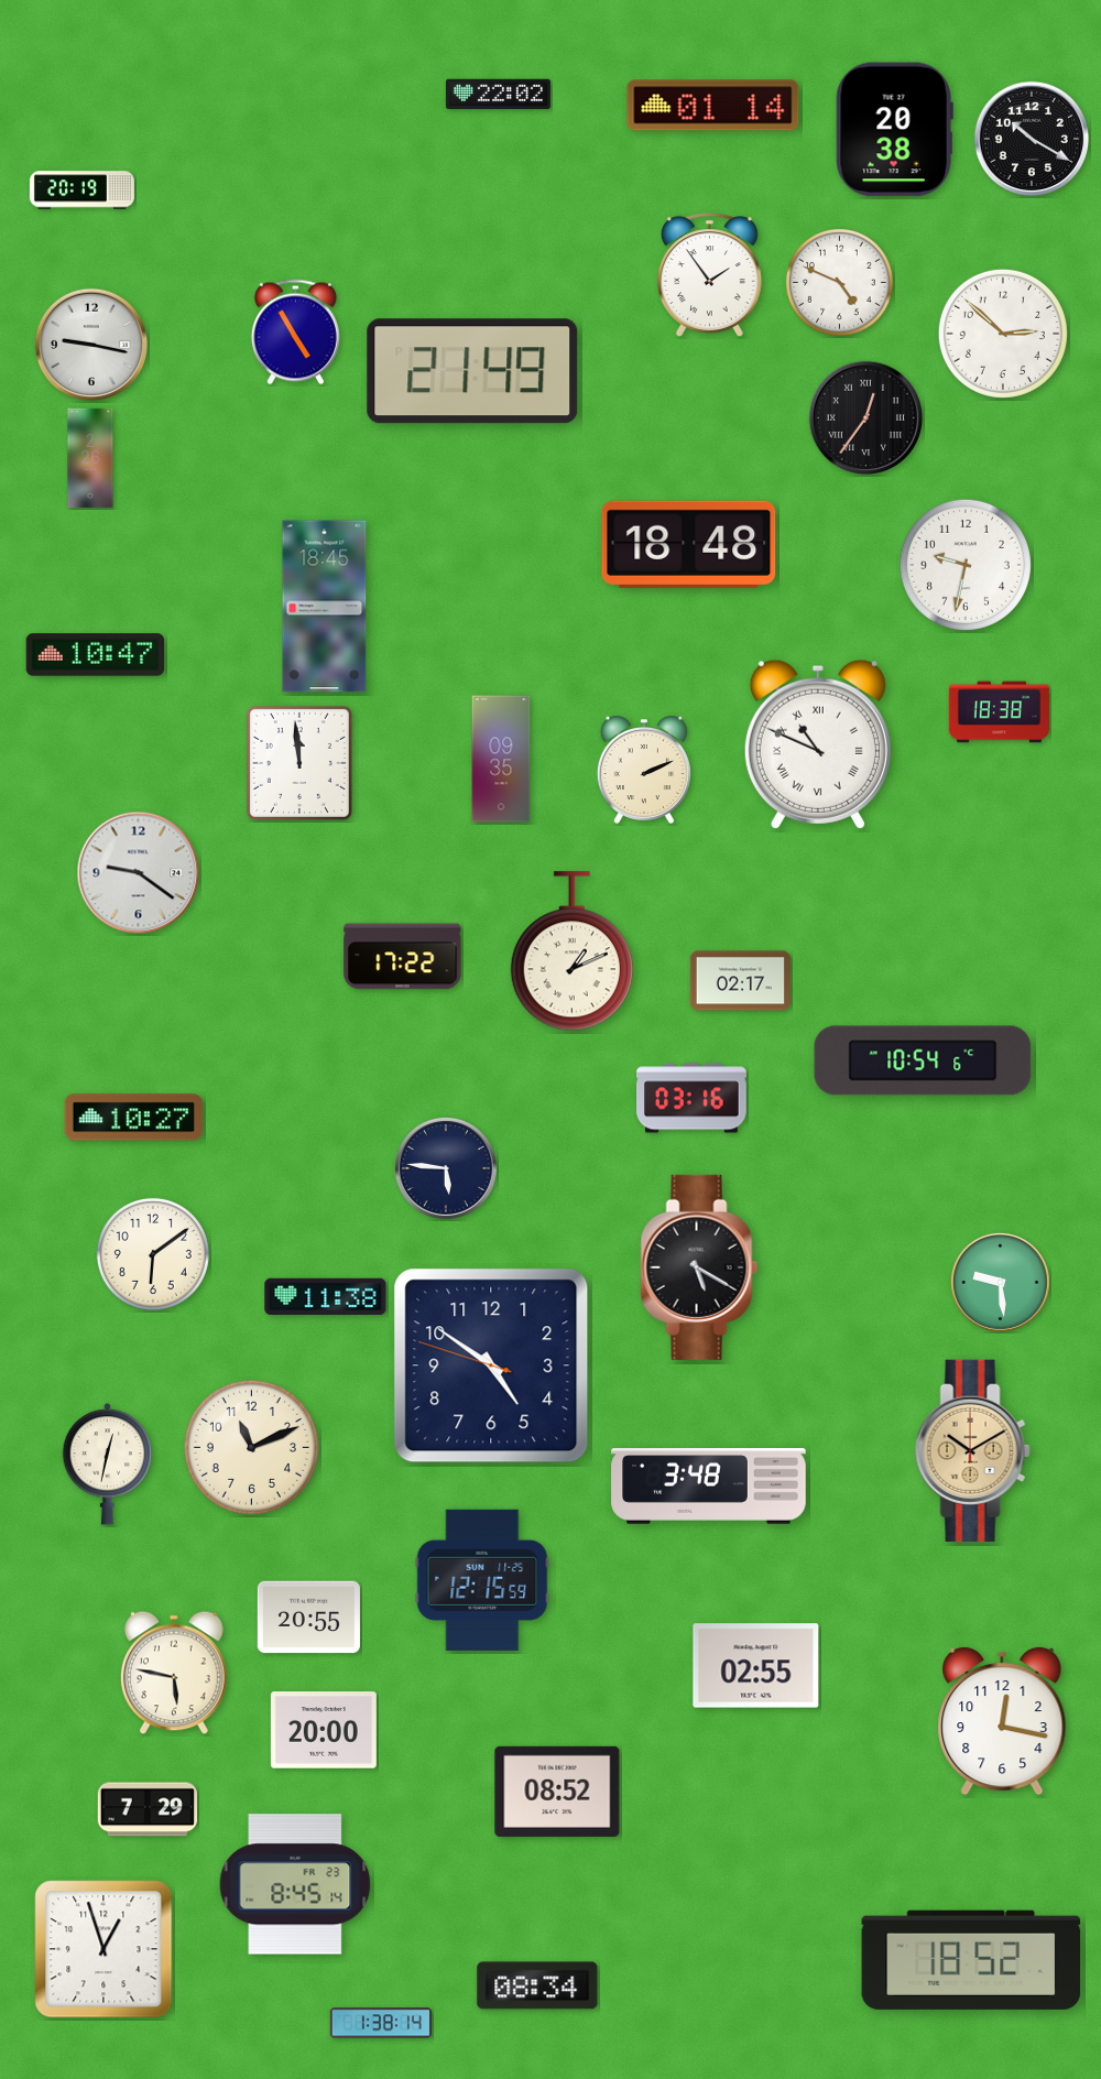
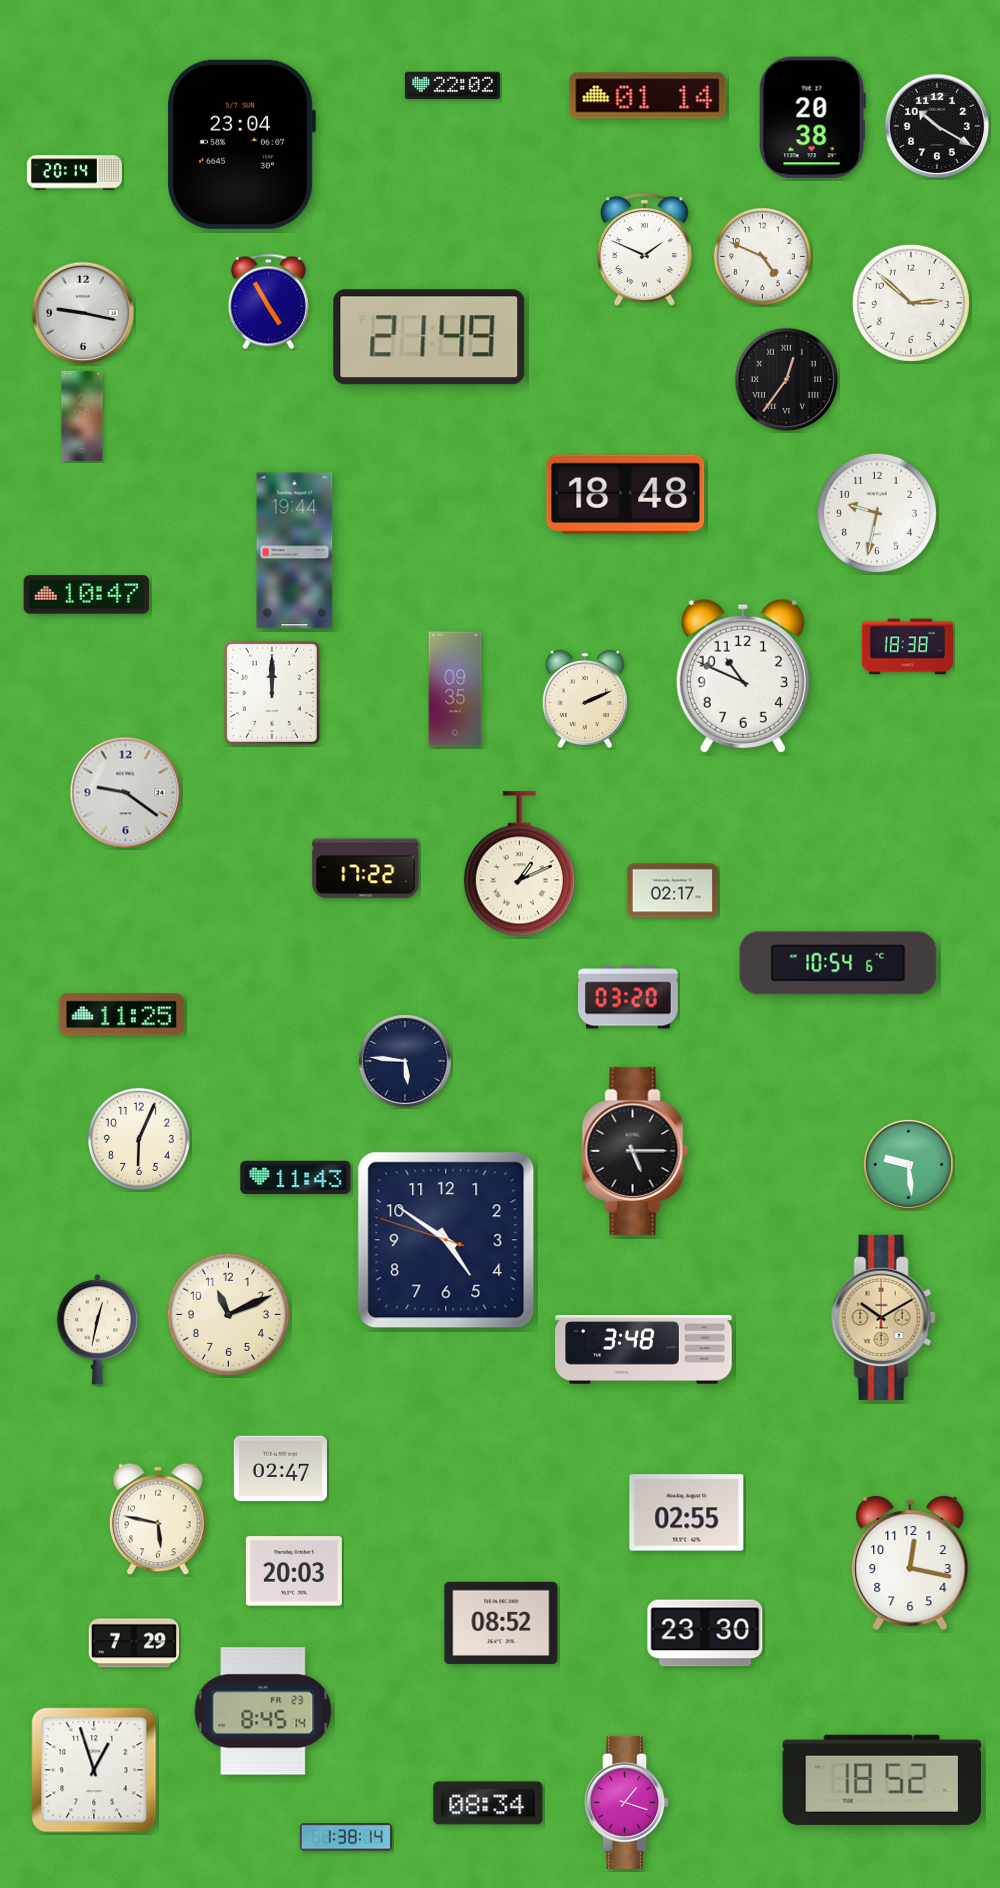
clock at (241, 144): none -> 23:04
clock at (81, 191): 20:19 -> 20:14
clock at (709, 275): 1:54 -> 1:49
clock at (325, 607): 18:45 -> 19:44
clock at (818, 744) numerals: Roman -> Arabic
clock at (299, 763): 11:59 -> 12:00
clock at (693, 1098): 03:16 -> 03:20
clock at (134, 1118): 10:27 -> 11:25
clock at (153, 1254): 6:09 -> 6:04
clock at (699, 1267): 5:20 -> 5:15
clock at (326, 1296): 11:38 -> 11:43
clock at (482, 1580): 12:15 -> none
clock at (308, 1618): 20:55 -> 02:47
clock at (324, 1730): 20:00 -> 20:03
clock at (557, 1792) position: (557, 1792) -> (501, 1623)
clock at (705, 1633): none -> 23:30
clock at (295, 1884) position: (295, 1884) -> (263, 1711)
clock at (627, 1802): none -> 1:18
